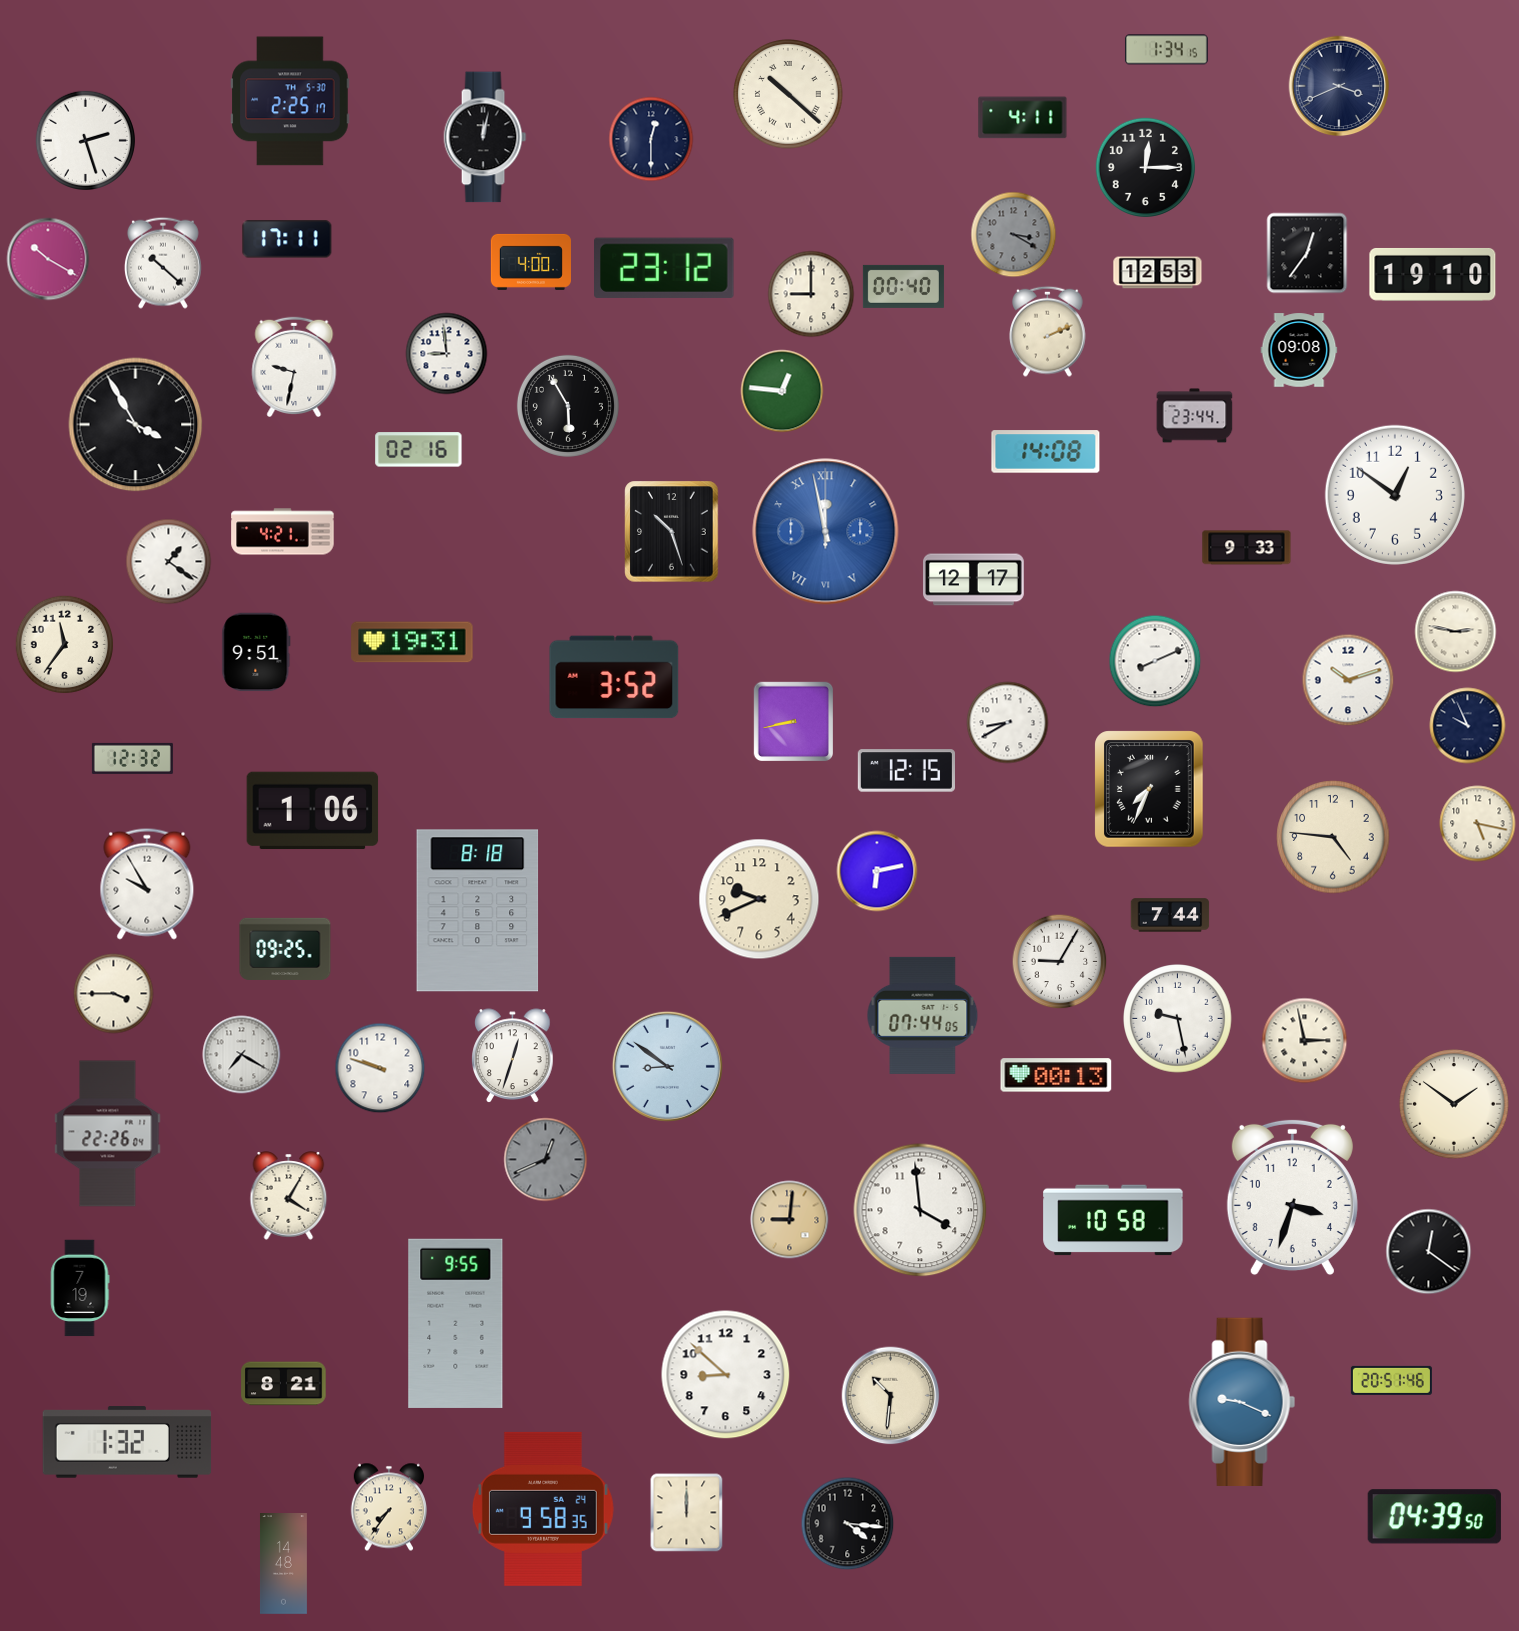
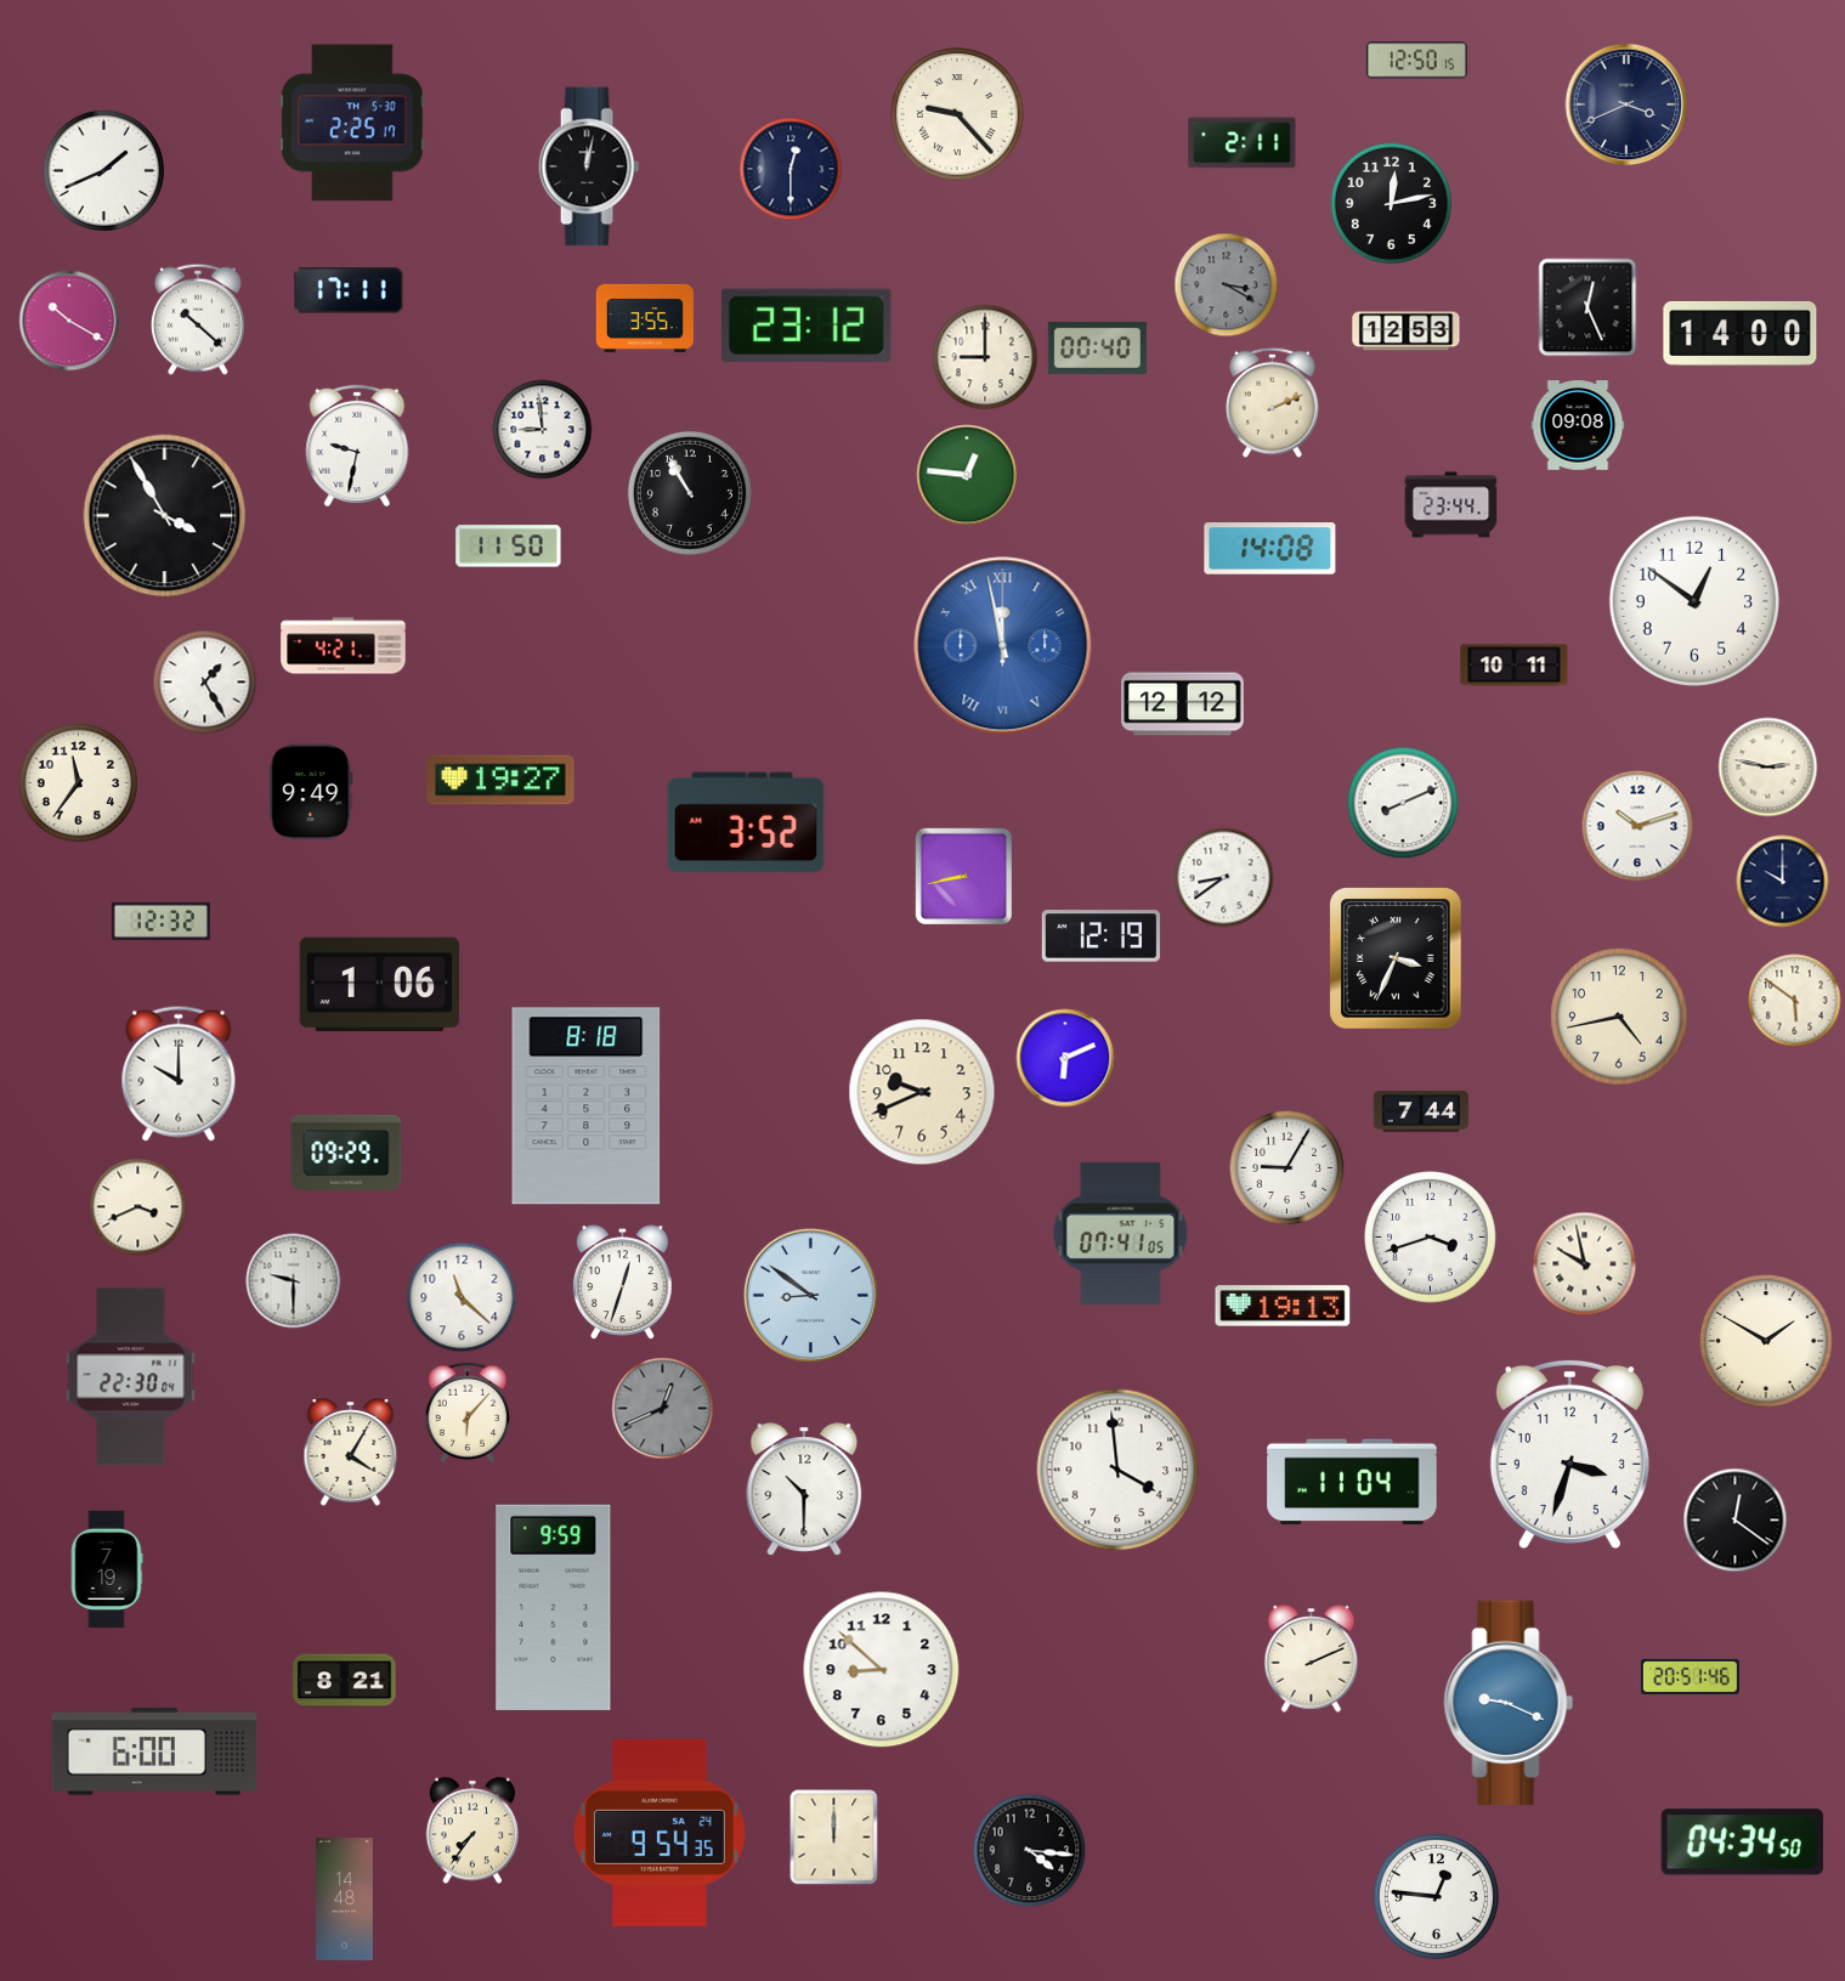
clock at (1166, 50): 1:34 -> 12:50
clock at (788, 94): 10:22 -> 9:23
clock at (1023, 118): 4:11 -> 2:11
clock at (85, 140): 2:27 -> 1:41
clock at (1145, 167): 12:15 -> 12:13
clock at (1014, 235) position: (1014, 235) -> (1227, 285)
clock at (1307, 253): 12:36 -> 12:26
clock at (48, 259) position: (48, 259) -> (69, 321)
clock at (531, 262): 4:00 -> 3:55
clock at (1433, 274): 19:10 -> 14:00
clock at (782, 391) position: (782, 391) -> (967, 475)
clock at (568, 406): 5:55 -> 10:55
clock at (419, 450): 02:16 -> 11:50
clock at (672, 532): 10:27 -> none
clock at (1247, 548): 9:33 -> 10:11
clock at (169, 562): 1:21 -> 1:25
clock at (974, 580): 12:17 -> 12:12
clock at (412, 642): 19:31 -> 19:27
clock at (256, 652): 9:51 -> 9:49
clock at (1008, 723): 8:40 -> 8:39
clock at (1468, 726): 9:56 -> 10:00
clock at (906, 771): 12:15 -> 12:19
clock at (1149, 789): 7:34 -> 3:34
clock at (1478, 824): 5:17 -> 5:51
clock at (1333, 837): 4:46 -> 4:43
clock at (877, 871): 6:13 -> 6:11
clock at (147, 884): 9:55 -> 10:00
clock at (478, 911) position: (478, 911) -> (587, 1106)
clock at (285, 949): 09:25 -> 09:29
clock at (114, 994): 3:45 -> 3:41
clock at (923, 1015): 07:44 -> 07:41
clock at (1178, 1019): 9:28 -> 3:42
clock at (1305, 1041): 2:58 -> 9:58
clock at (242, 1055): 7:20 -> 9:30
clock at (380, 1068): 9:48 -> 11:22
clock at (1056, 1075): 00:13 -> 19:13
clock at (1454, 1104): 1:51 -> 1:50
clock at (108, 1134): 22:26 -> 22:30
clock at (466, 1411): none -> 6:07
clock at (790, 1220): 9:01 -> none
clock at (1113, 1220): 10:58 -> 11:04
clock at (804, 1489): none -> 10:30
clock at (80, 1288) position: (80, 1288) -> (107, 1569)
clock at (456, 1323): 9:55 -> 9:59
clock at (1312, 1659): none -> 2:11
clock at (891, 1396): 10:31 -> none
clock at (127, 1442): 1:32 -> 6:00
clock at (543, 1509): 9:58 -> 9:54
clock at (1434, 1517): 04:39 -> 04:34
clock at (1436, 1896): none -> 12:46
